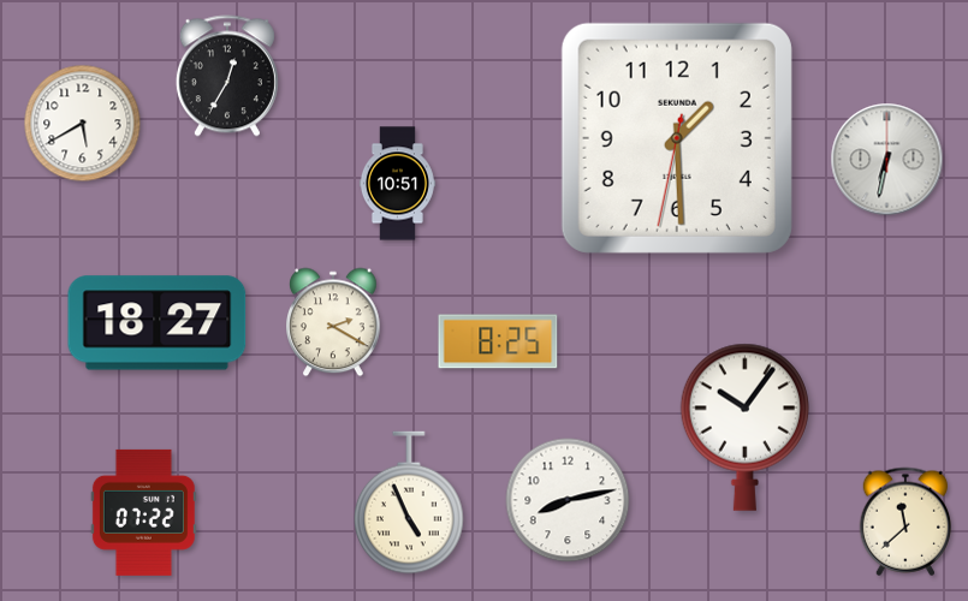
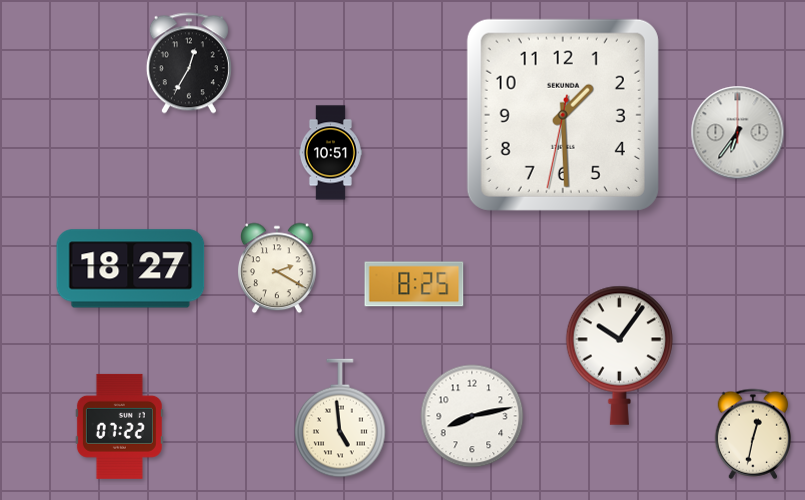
clock at (83, 124): 5:40 -> none
clock at (887, 160): 6:32 -> 6:36
clock at (410, 502): 4:56 -> 4:59
clock at (905, 522): 11:38 -> 12:32
